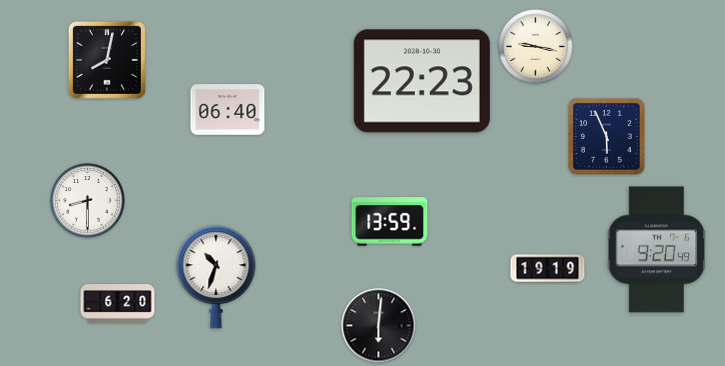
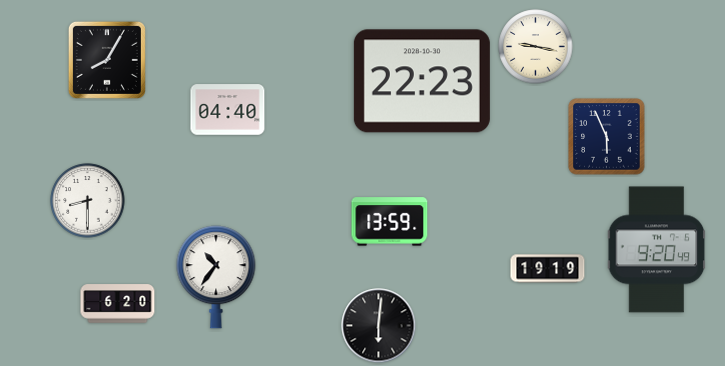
clock at (107, 60): 8:02 -> 8:05
clock at (228, 110): 06:40 -> 04:40
clock at (216, 277): 10:33 -> 10:36
